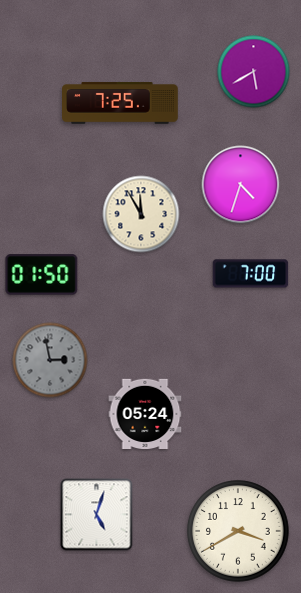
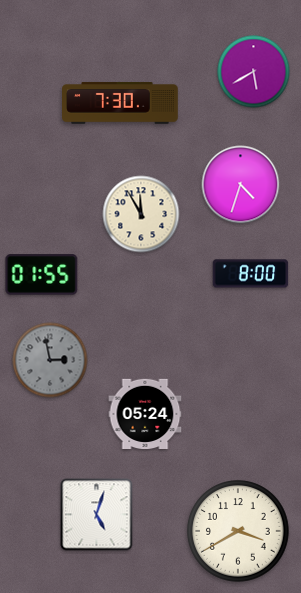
clock at (121, 103): 7:25 -> 7:30
clock at (251, 274): 7:00 -> 8:00
clock at (42, 275): 01:50 -> 01:55
